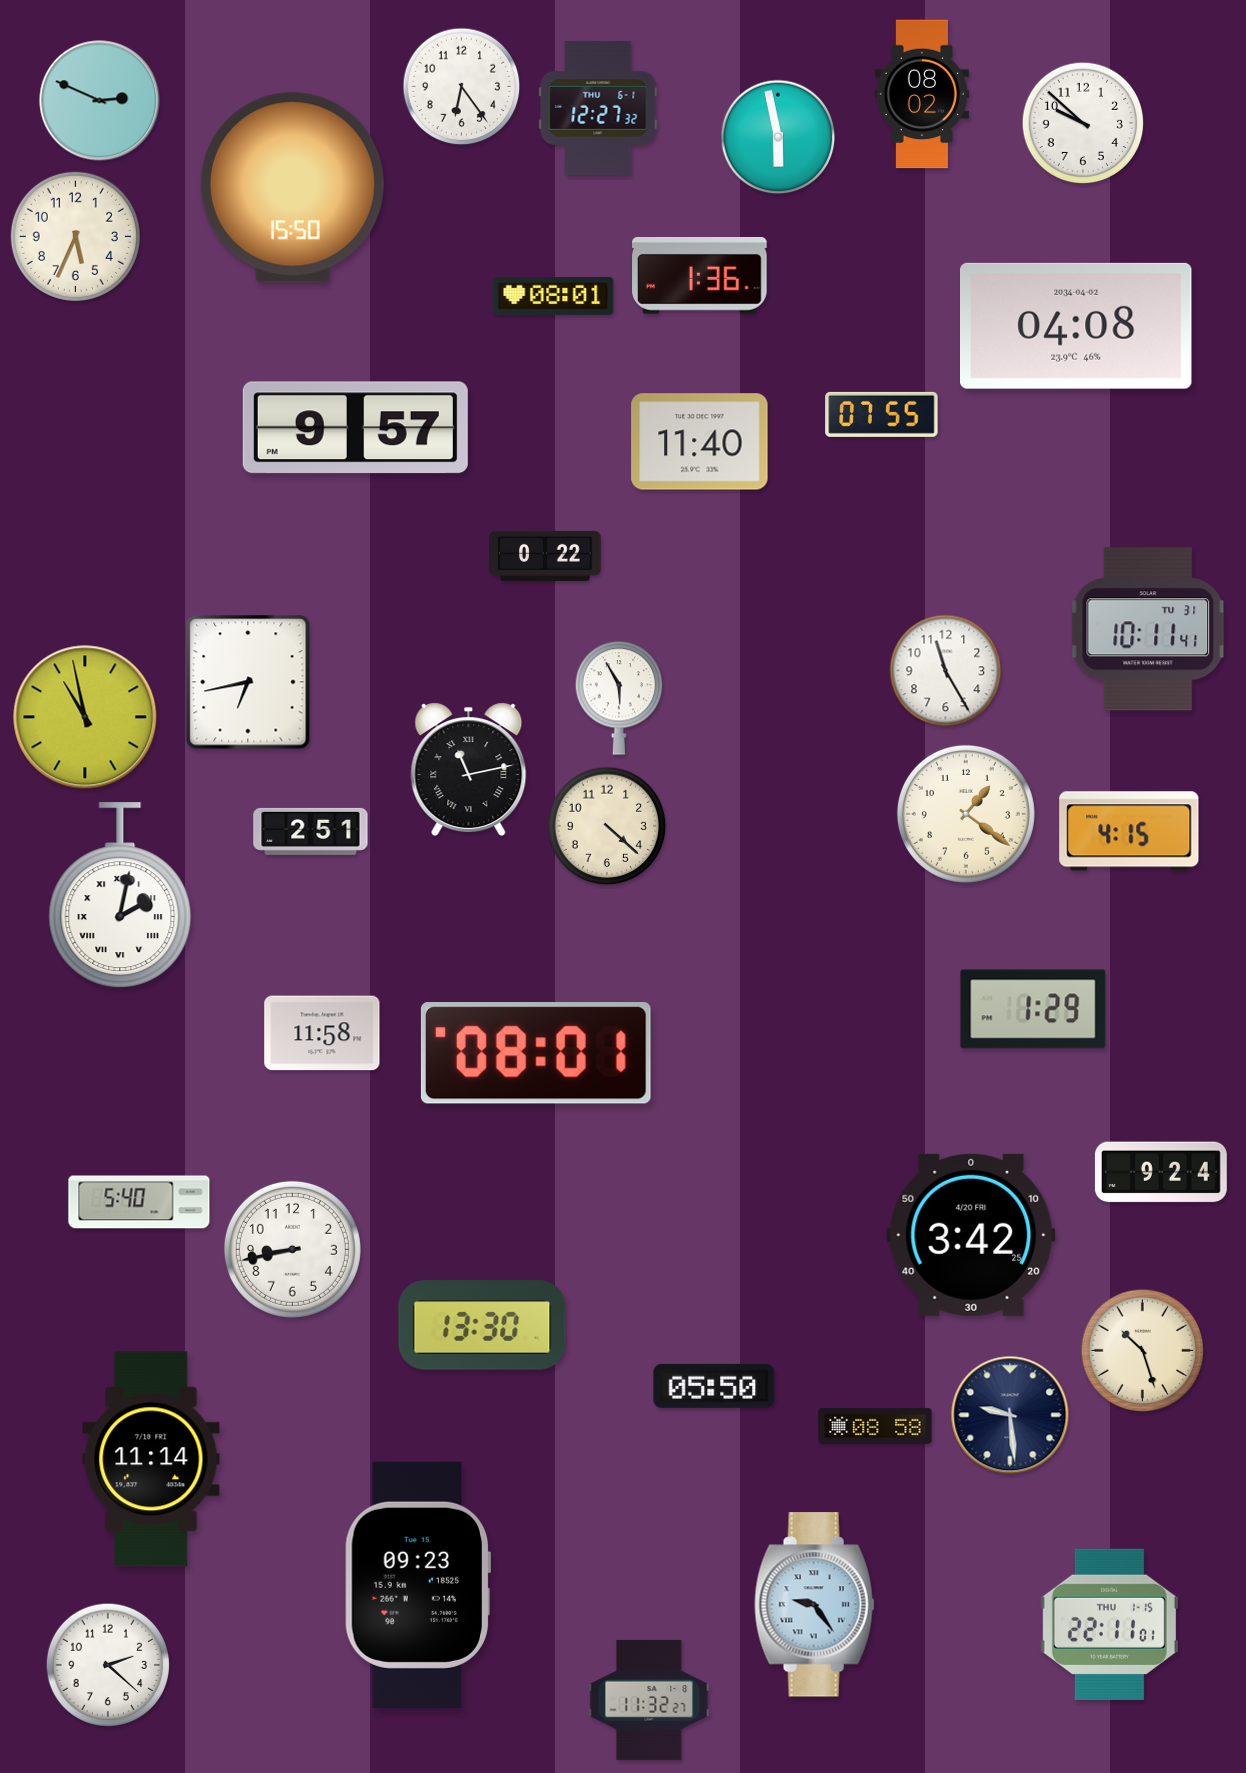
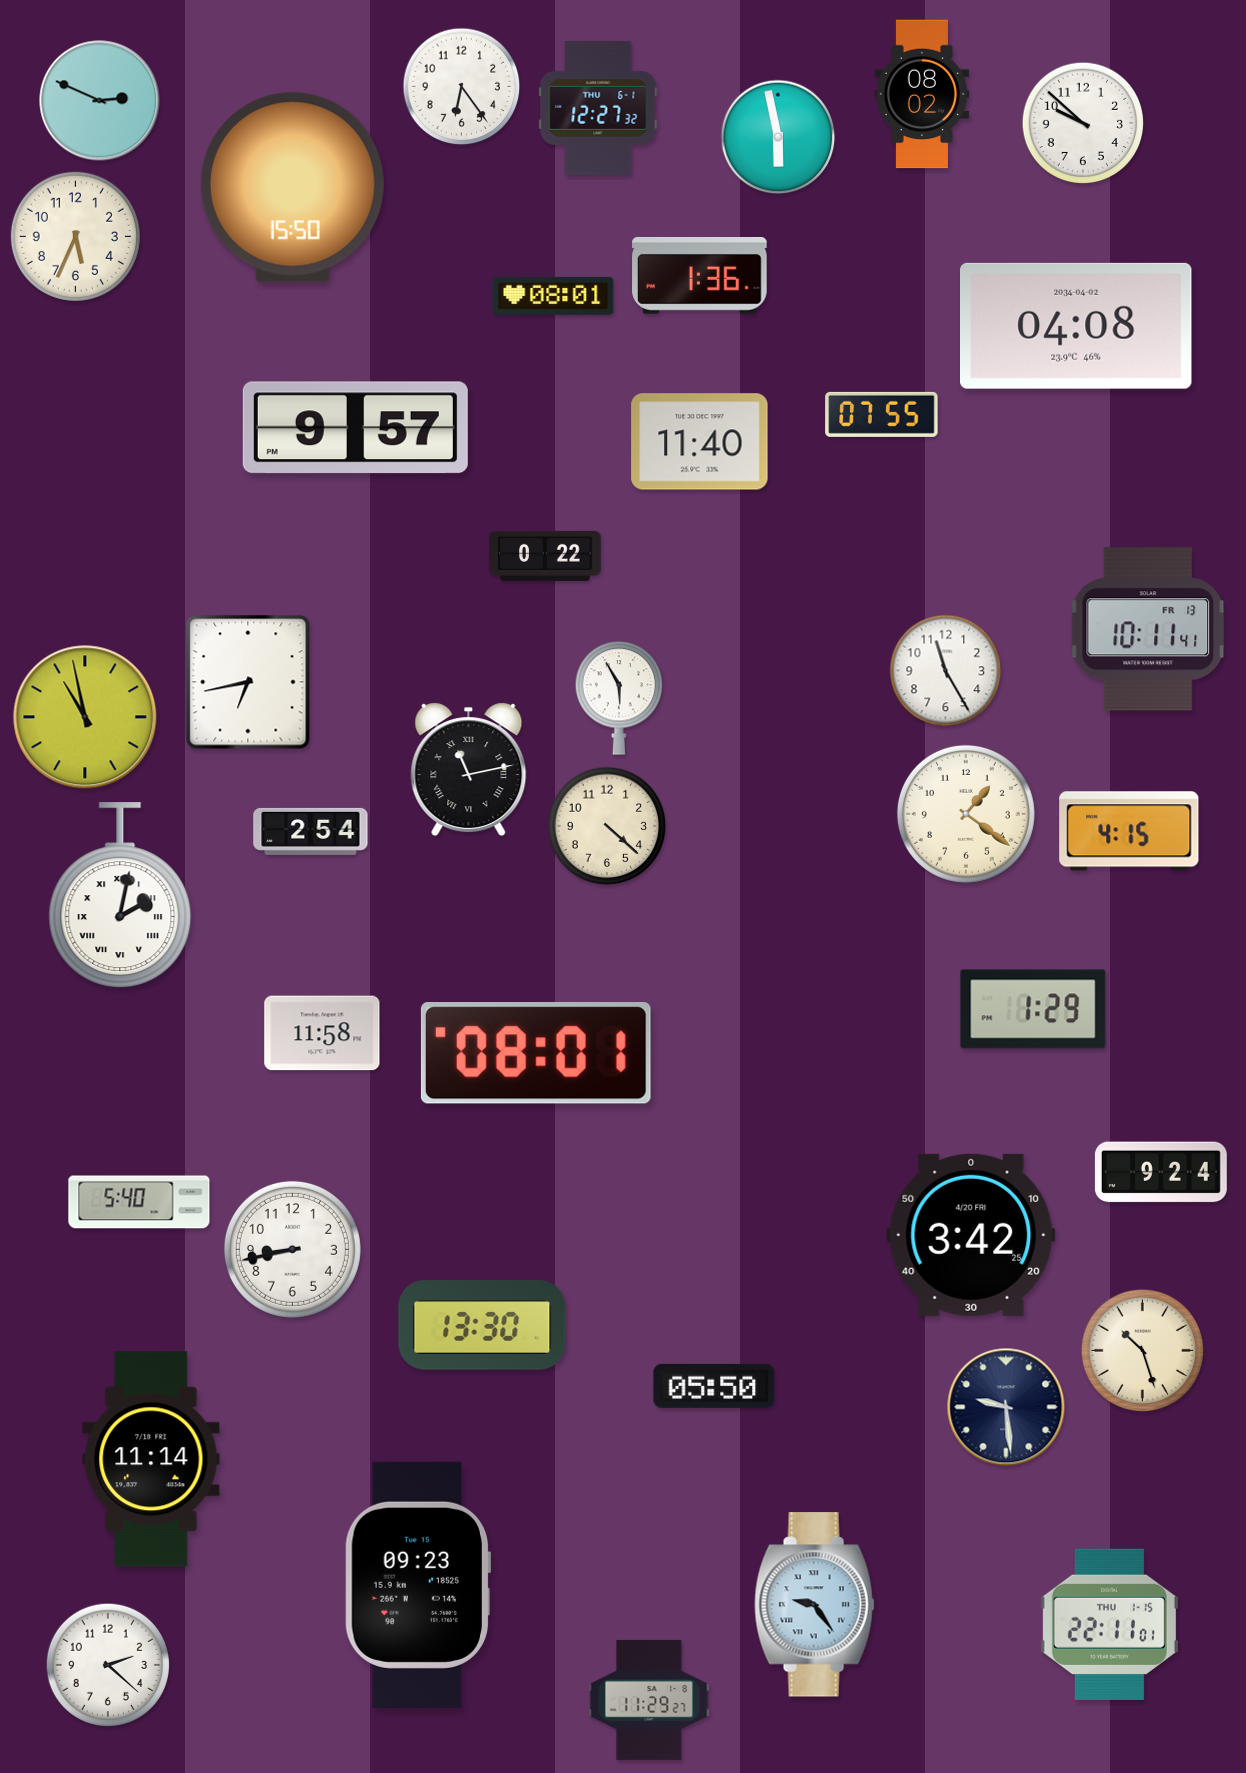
clock at (1148, 629) date: TU 31 -> FR 13
clock at (311, 831): 2:51 -> 2:54
clock at (1010, 1415) position: (1010, 1415) -> (1006, 1407)
clock at (875, 1426): 08:58 -> none
clock at (649, 1700): 11:32 -> 11:29
